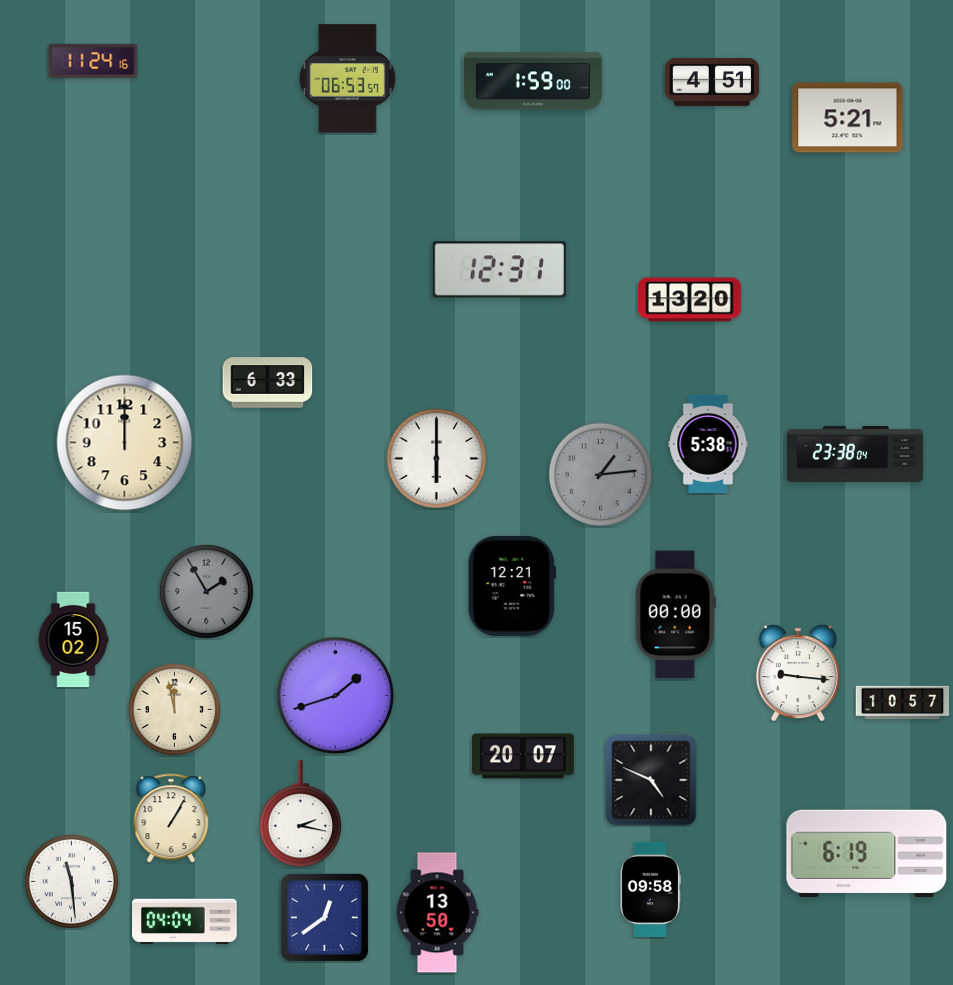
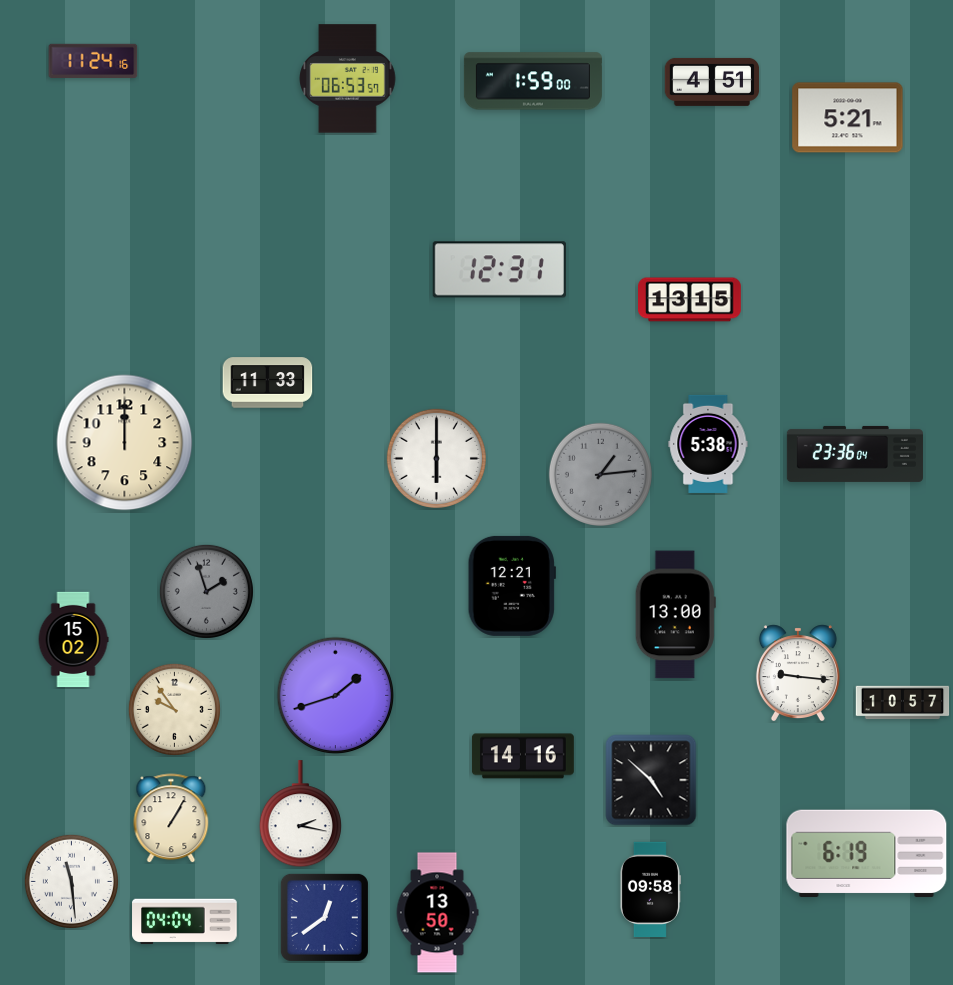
clock at (690, 300): 13:20 -> 13:15
clock at (268, 383): 6:33 -> 11:33
clock at (855, 454): 23:38 -> 23:36
clock at (206, 591): 1:55 -> 1:57
clock at (675, 615): 00:00 -> 13:00
clock at (174, 709): 11:58 -> 9:54
clock at (523, 756): 20:07 -> 14:16
clock at (651, 780): 4:49 -> 4:52
